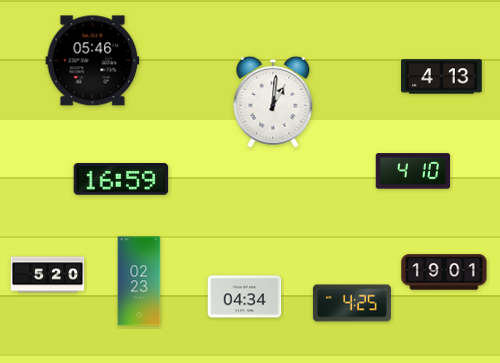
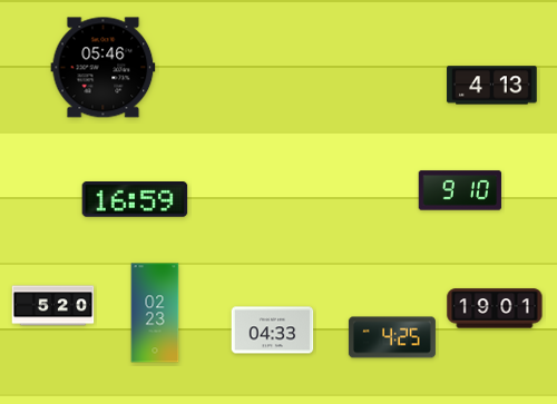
clock at (273, 102): 1:01 -> none
clock at (413, 171): 4:10 -> 9:10
clock at (444, 272) position: (444, 272) -> (495, 308)
clock at (245, 297): 04:34 -> 04:33
